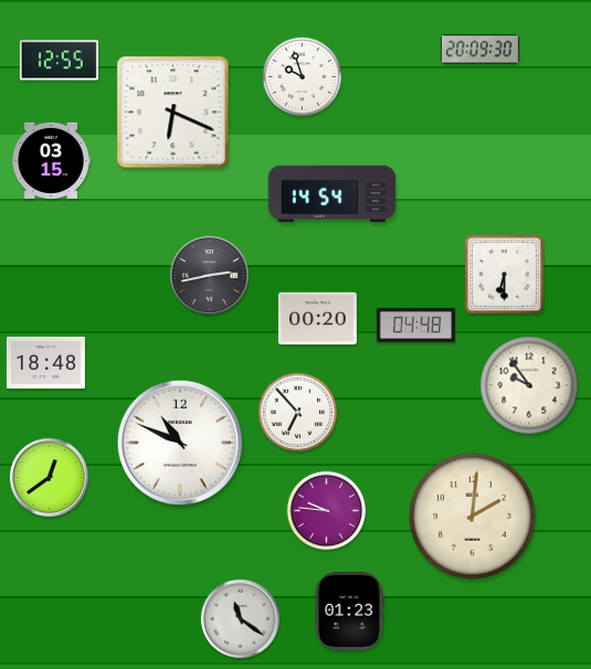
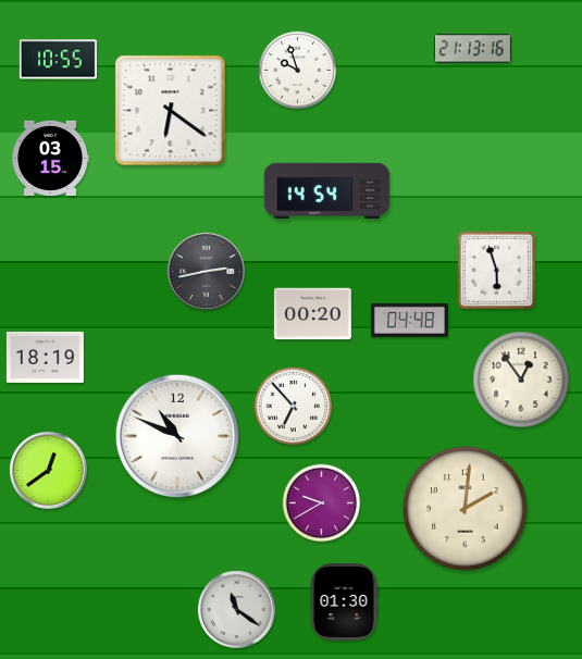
clock at (479, 50): 20:09 -> 21:13
clock at (59, 61): 12:55 -> 10:55
clock at (303, 77) position: (303, 77) -> (298, 71)
clock at (173, 113): 6:19 -> 6:21
clock at (504, 274): 6:30 -> 5:57
clock at (45, 362): 18:48 -> 18:19
clock at (529, 385): 9:54 -> 12:54
clock at (327, 511): 9:46 -> 9:40
clock at (349, 610): 01:23 -> 01:30
